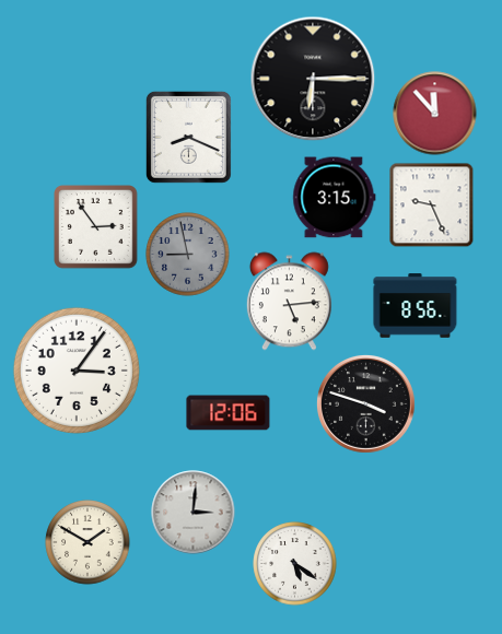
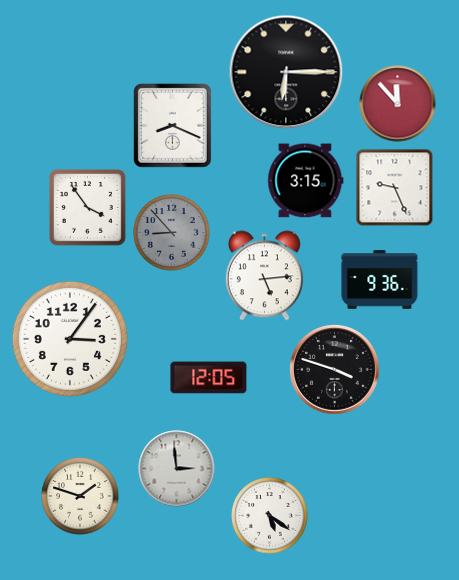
clock at (96, 227): 2:54 -> 3:54
clock at (188, 255): 8:58 -> 8:53
clock at (416, 306): 8:56 -> 9:36
clock at (229, 413): 12:06 -> 12:05
clock at (194, 513): 3:01 -> 2:59
clock at (87, 542): 1:50 -> 1:48
